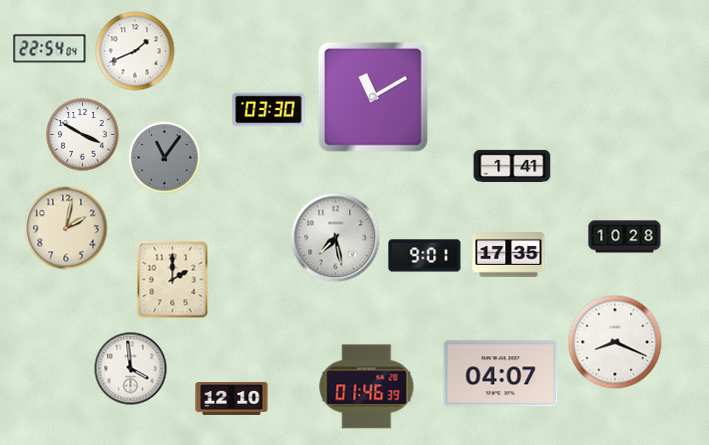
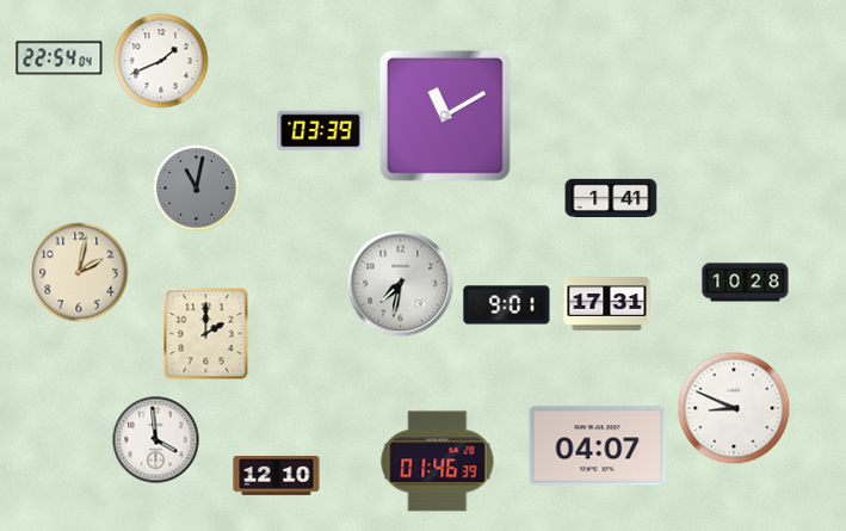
clock at (269, 110): 03:30 -> 03:39
clock at (83, 135): 3:50 -> none
clock at (165, 158): 11:06 -> 11:02
clock at (336, 238): 7:28 -> 7:32
clock at (509, 255): 17:35 -> 17:31
clock at (615, 342): 8:19 -> 8:49
